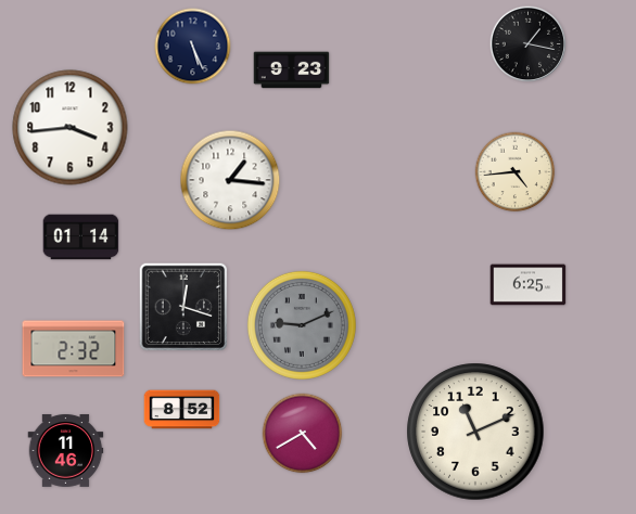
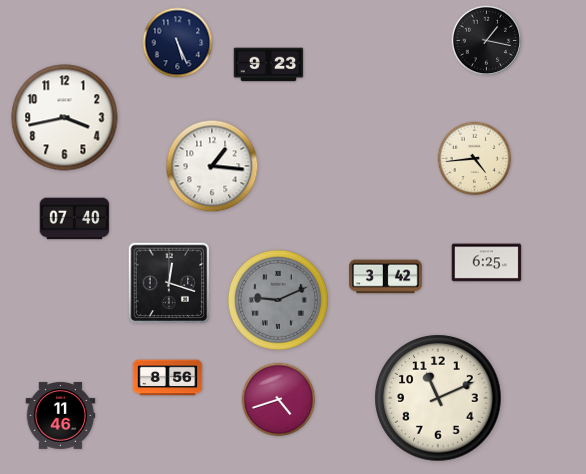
clock at (71, 128): 3:44 -> 3:43
clock at (81, 237): 01:14 -> 07:40
clock at (386, 277): none -> 3:42
clock at (74, 349): 2:32 -> none
clock at (182, 410): 8:52 -> 8:56
clock at (303, 434): 4:40 -> 4:42
